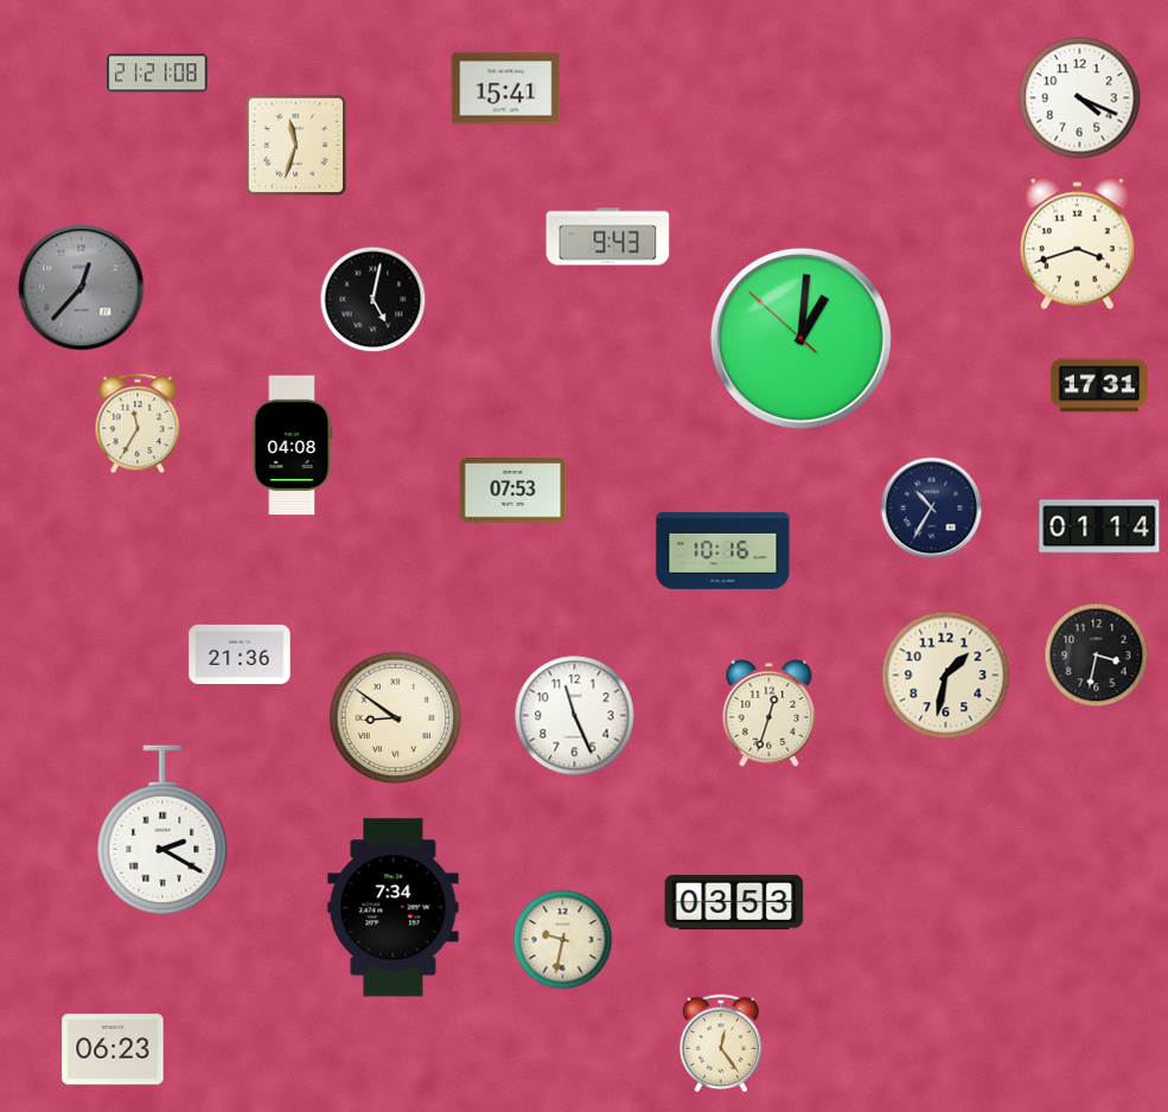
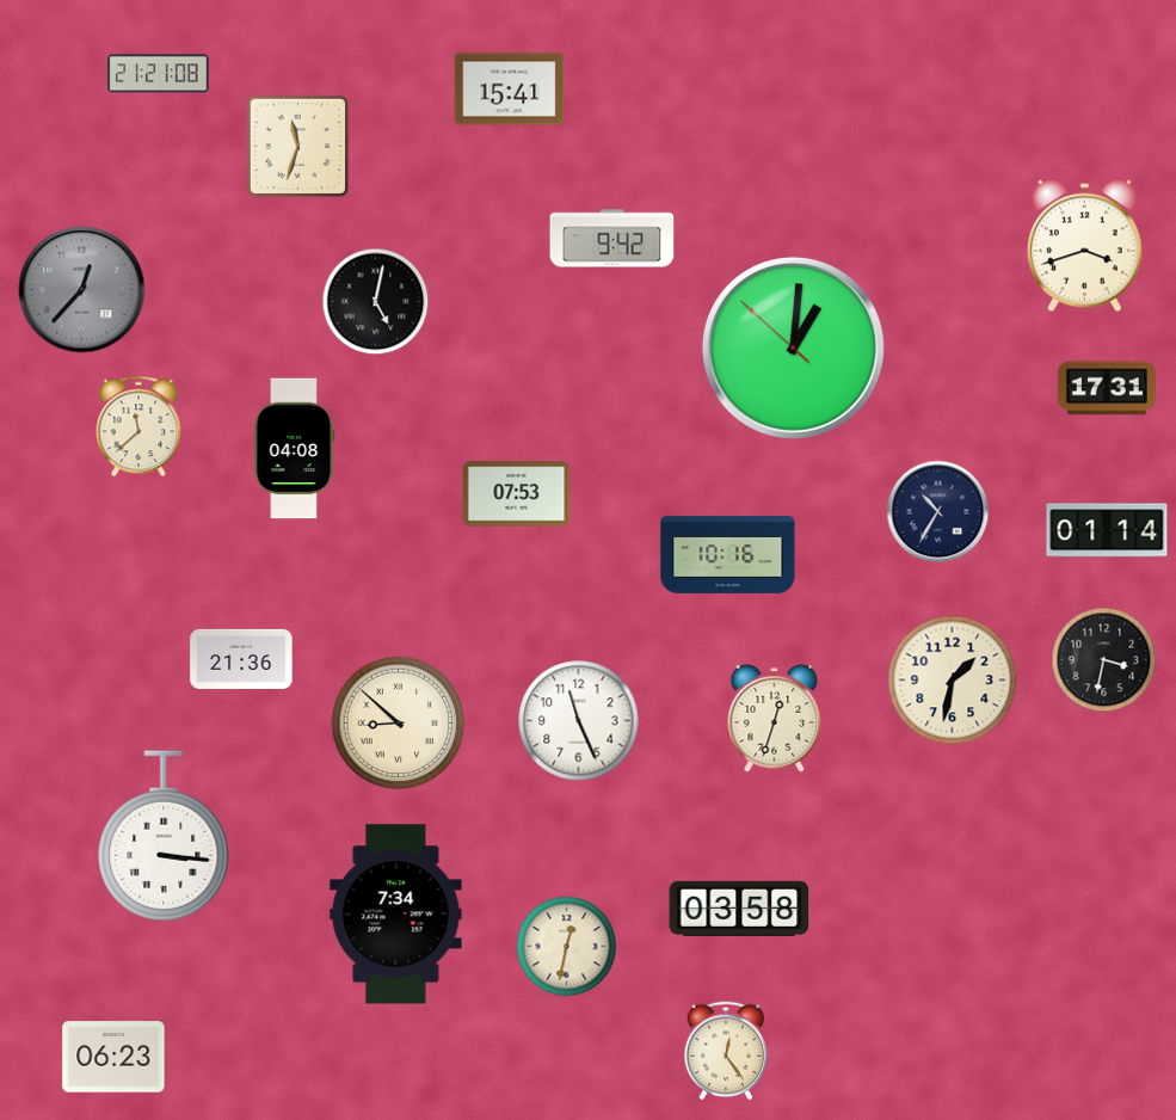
clock at (1080, 98): 4:19 -> none
clock at (608, 237): 9:43 -> 9:42
clock at (800, 338) position: (800, 338) -> (793, 347)
clock at (138, 423): 11:35 -> 11:38
clock at (396, 718): 8:51 -> 8:52
clock at (162, 830): 2:20 -> 3:16
clock at (734, 902): 03:53 -> 03:58
clock at (563, 940): 9:32 -> 12:32
